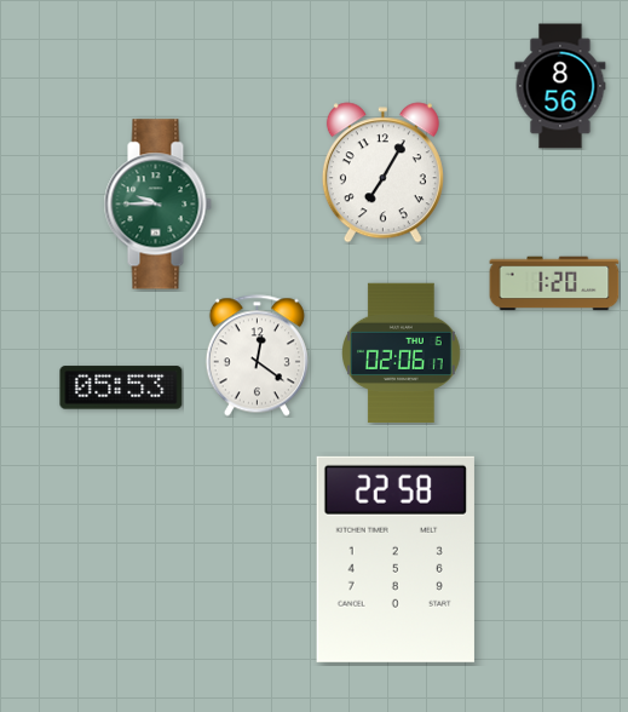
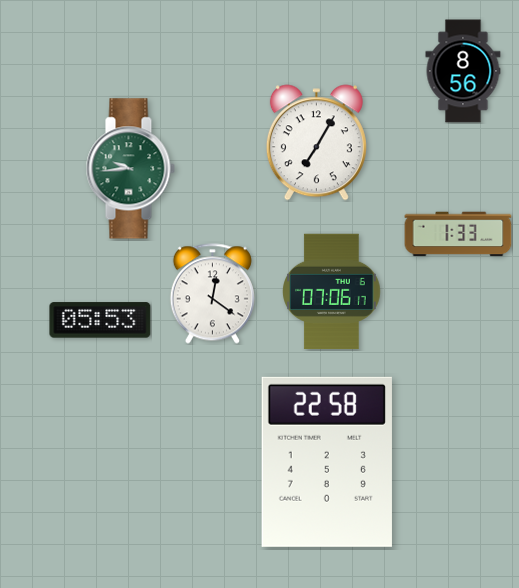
clock at (157, 205): 9:45 -> 9:44
clock at (554, 283): 1:20 -> 1:33
clock at (402, 354): 02:06 -> 07:06
